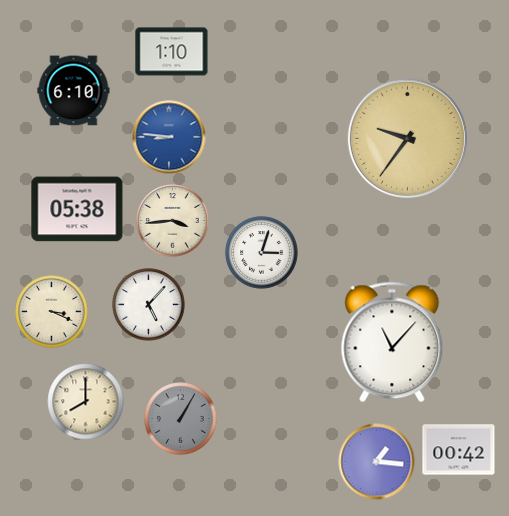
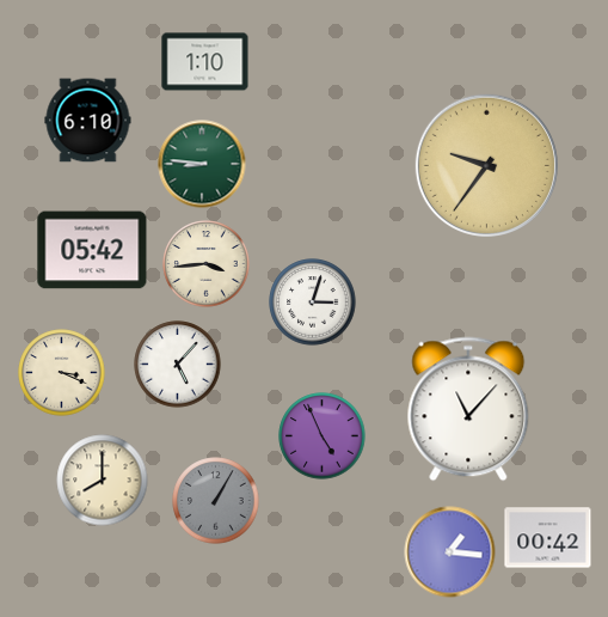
clock at (74, 91) position: (74, 91) -> (88, 121)
clock at (169, 137) dial: blue -> green
clock at (77, 209): 05:38 -> 05:42
clock at (323, 436): none -> 4:56
